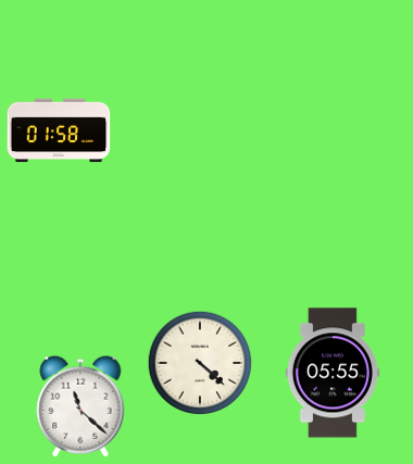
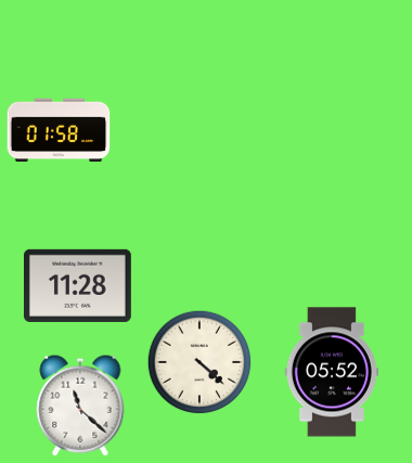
clock at (77, 285): none -> 11:28
clock at (333, 373): 05:55 -> 05:52
